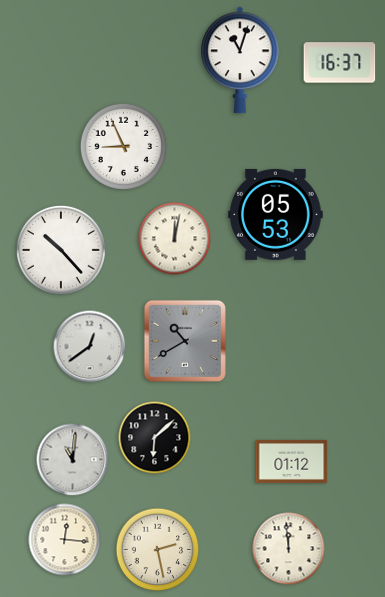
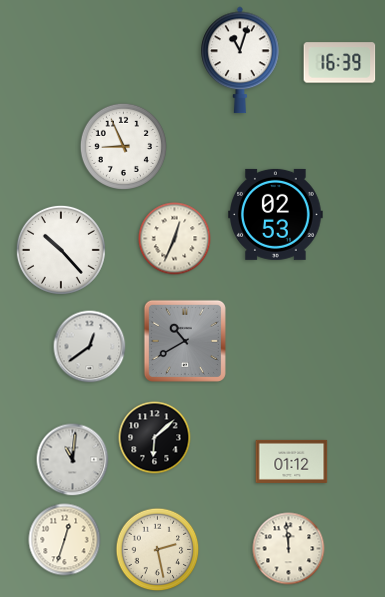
clock at (340, 63): 16:37 -> 16:39
clock at (276, 214): 05:53 -> 02:53
clock at (175, 239): 12:02 -> 12:34
clock at (65, 540): 12:16 -> 12:33
